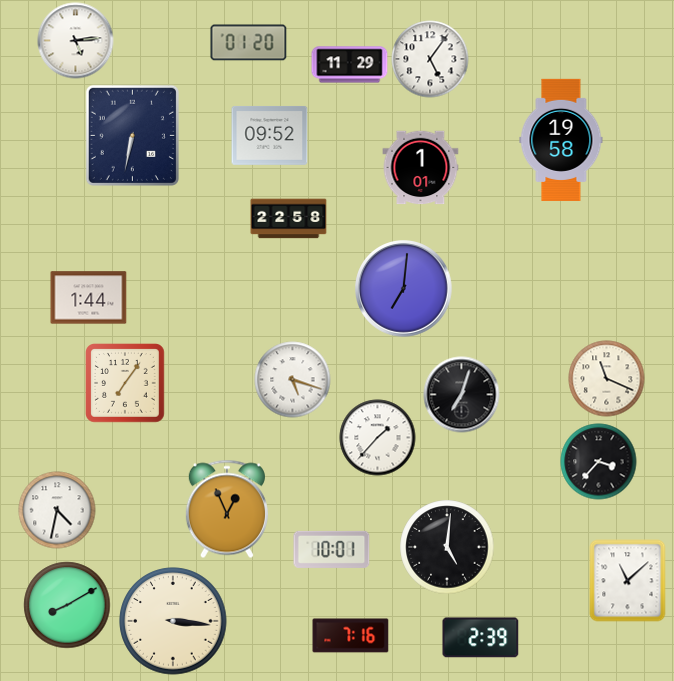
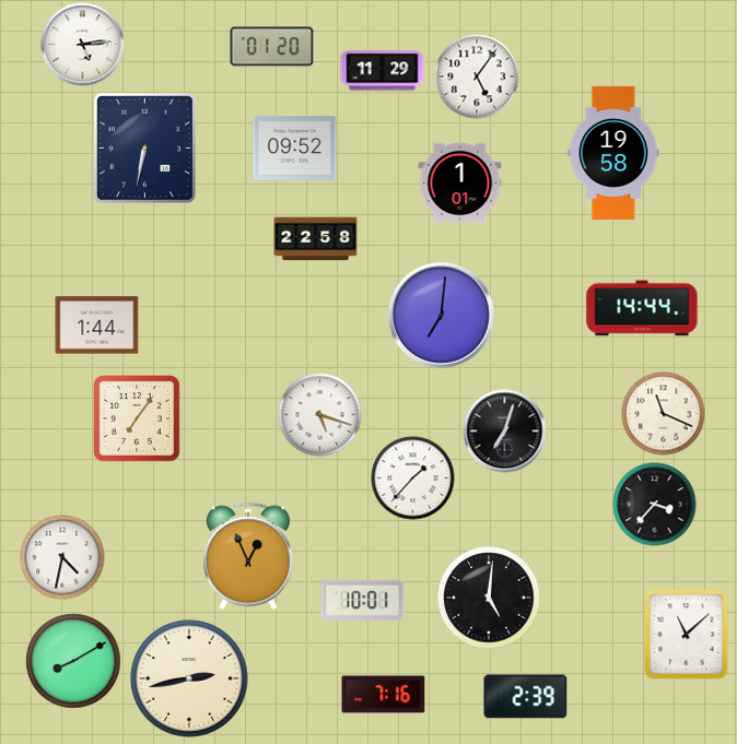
clock at (430, 59) position: (430, 59) -> (477, 76)
clock at (642, 308): none -> 14:44
clock at (173, 621): 3:16 -> 2:43
